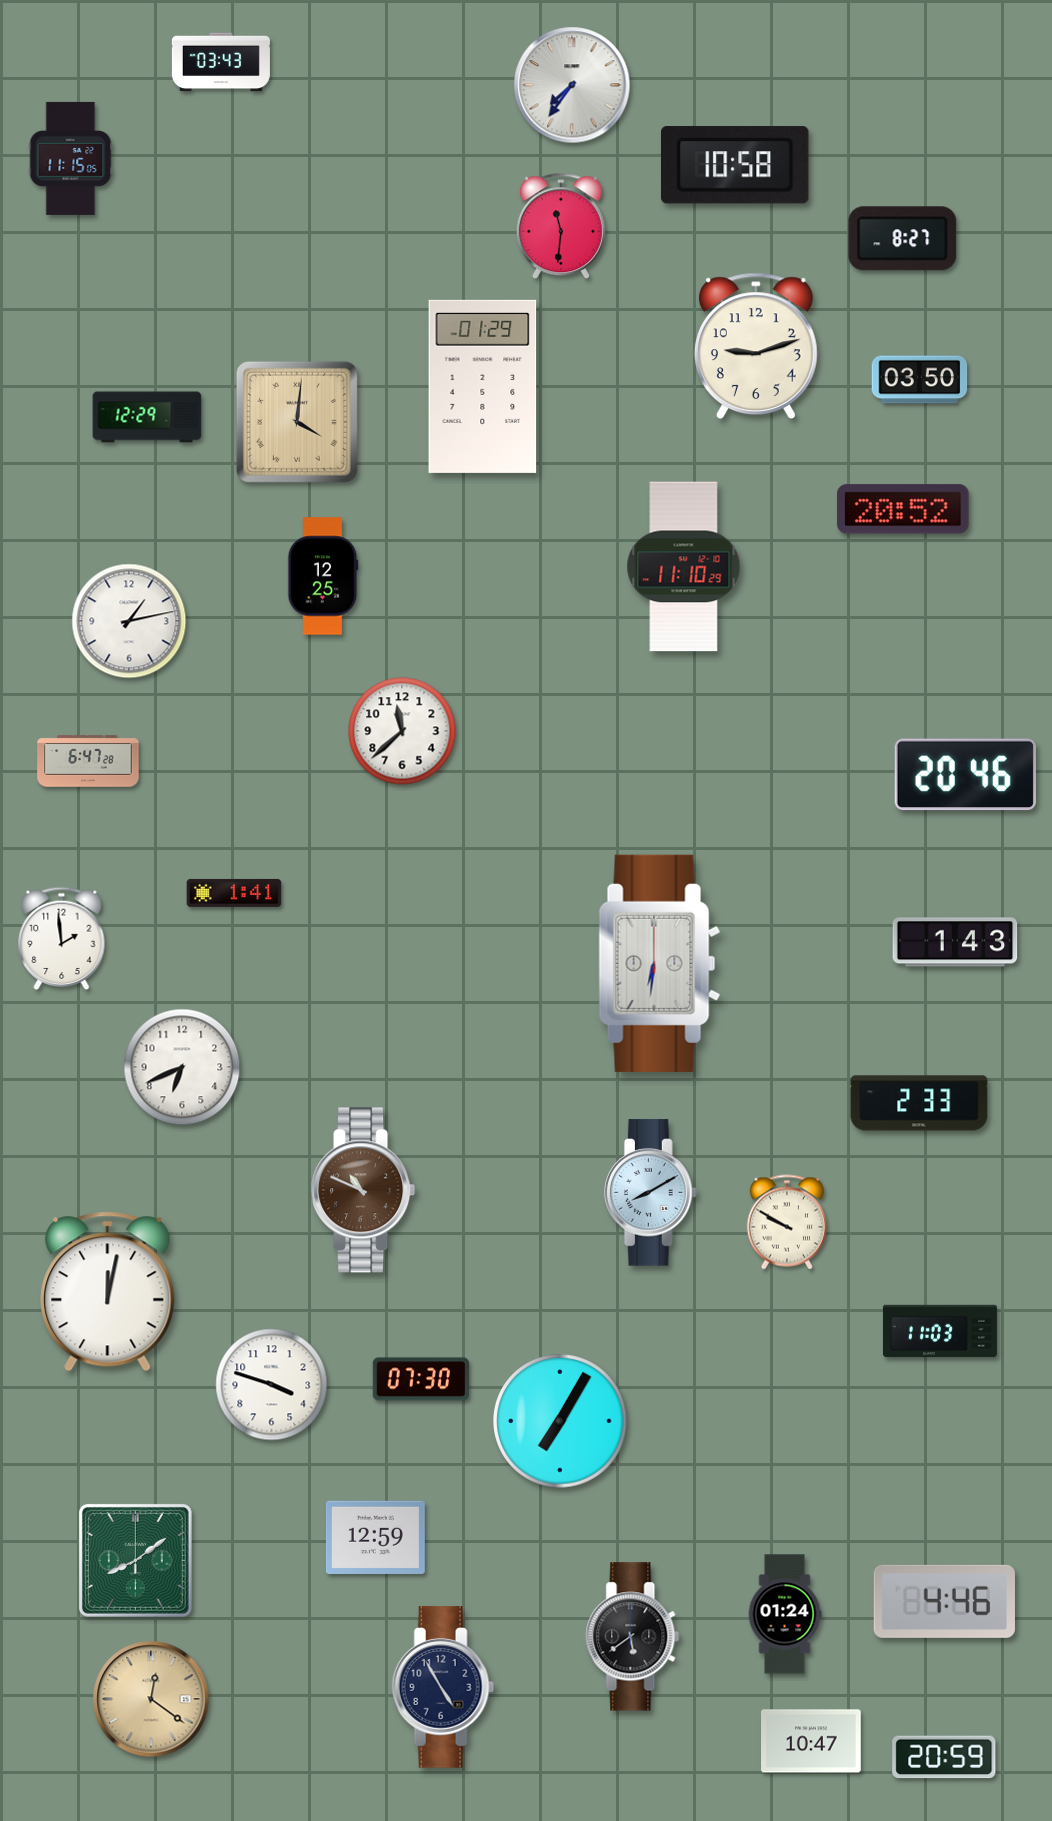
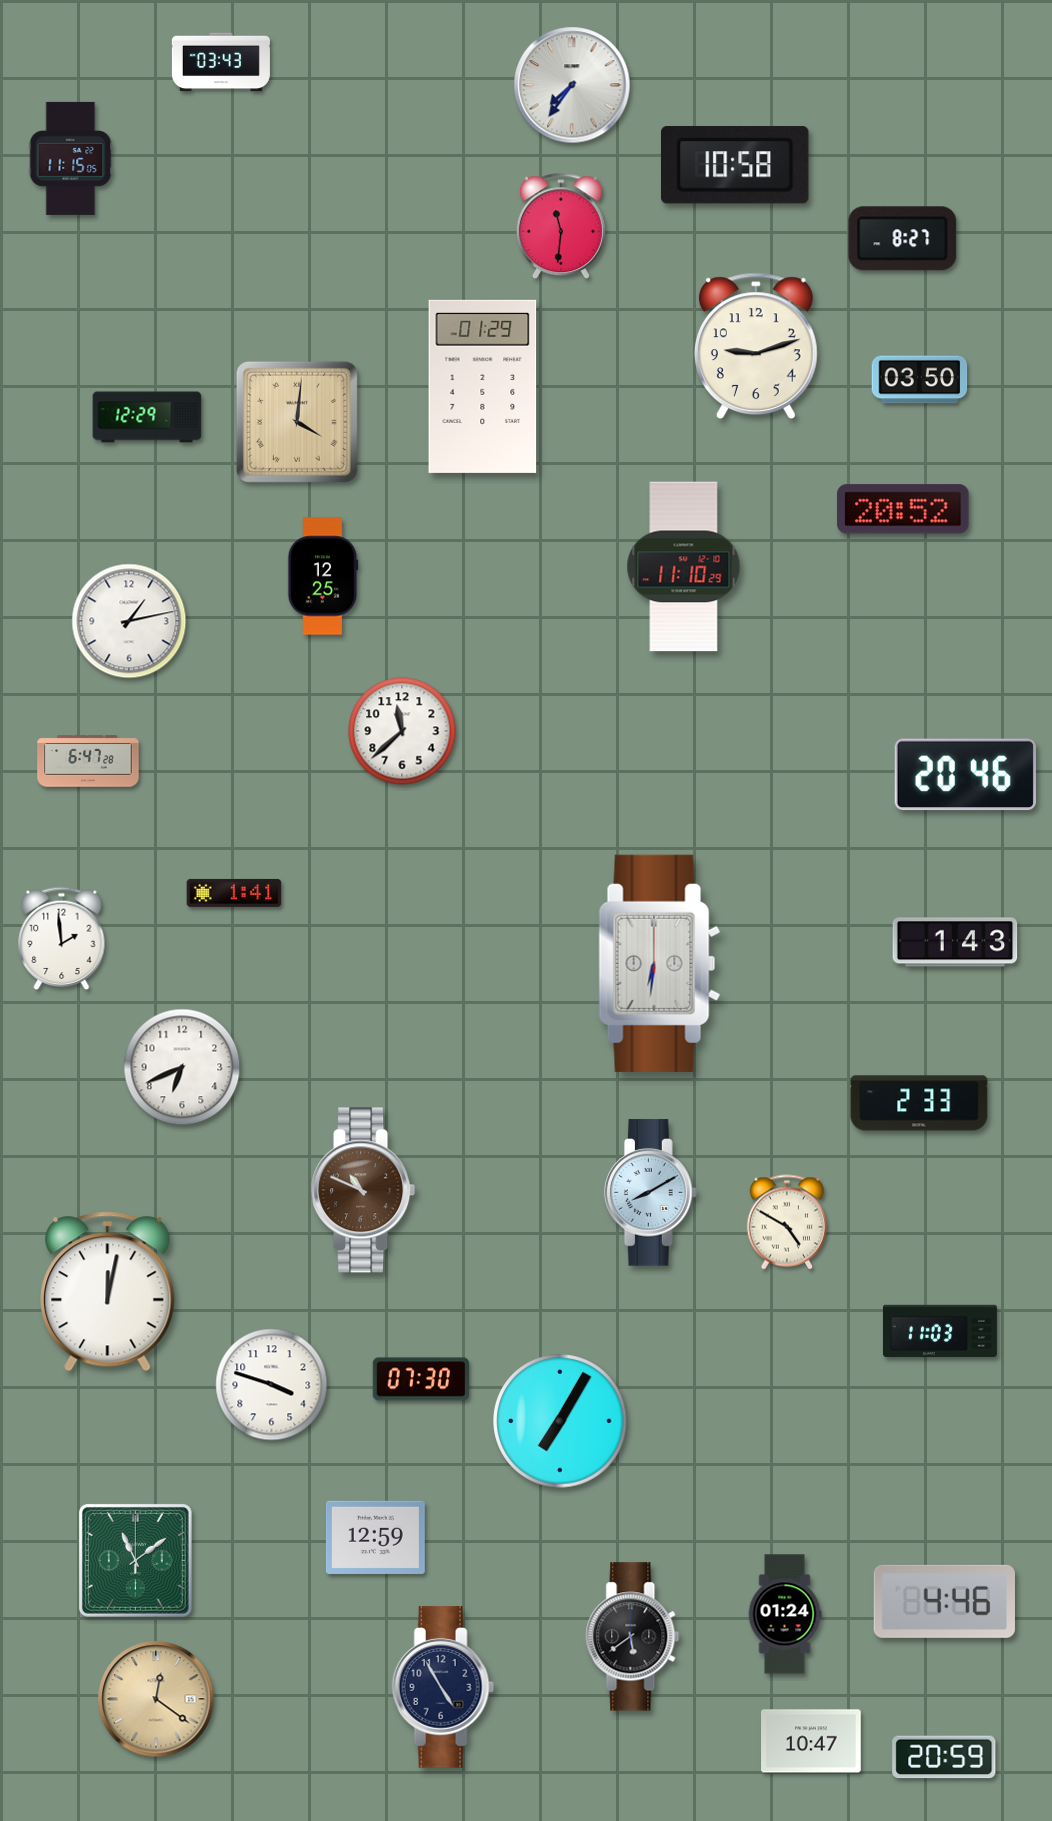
clock at (786, 1222): 9:50 -> 4:50
clock at (135, 1560): 8:09 -> 11:09
clock at (151, 1699) position: (151, 1699) -> (156, 1699)
